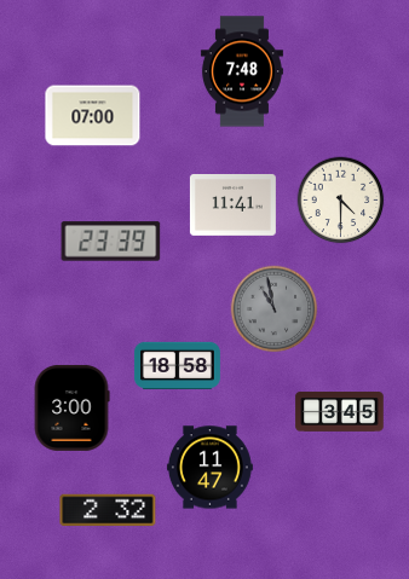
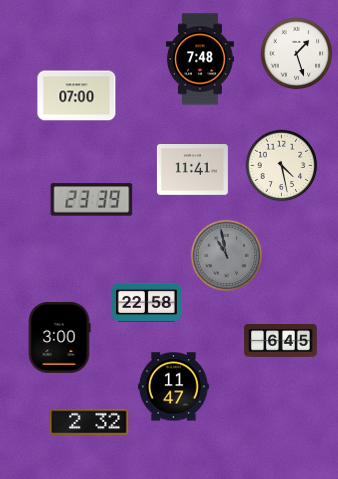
clock at (297, 54): none -> 1:27
clock at (341, 201): 4:30 -> 4:28
clock at (177, 365): 18:58 -> 22:58
clock at (340, 412): 3:45 -> 6:45
